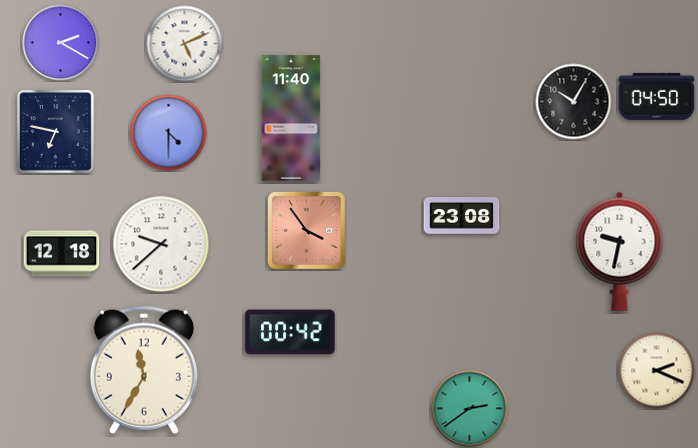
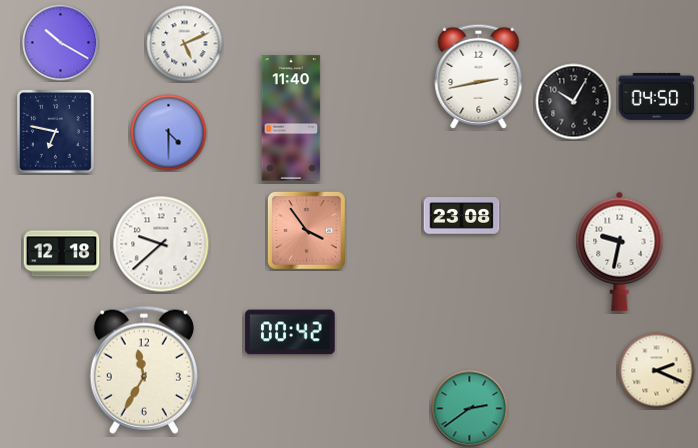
clock at (61, 43): 2:20 -> 10:20
clock at (479, 76): none -> 2:43
